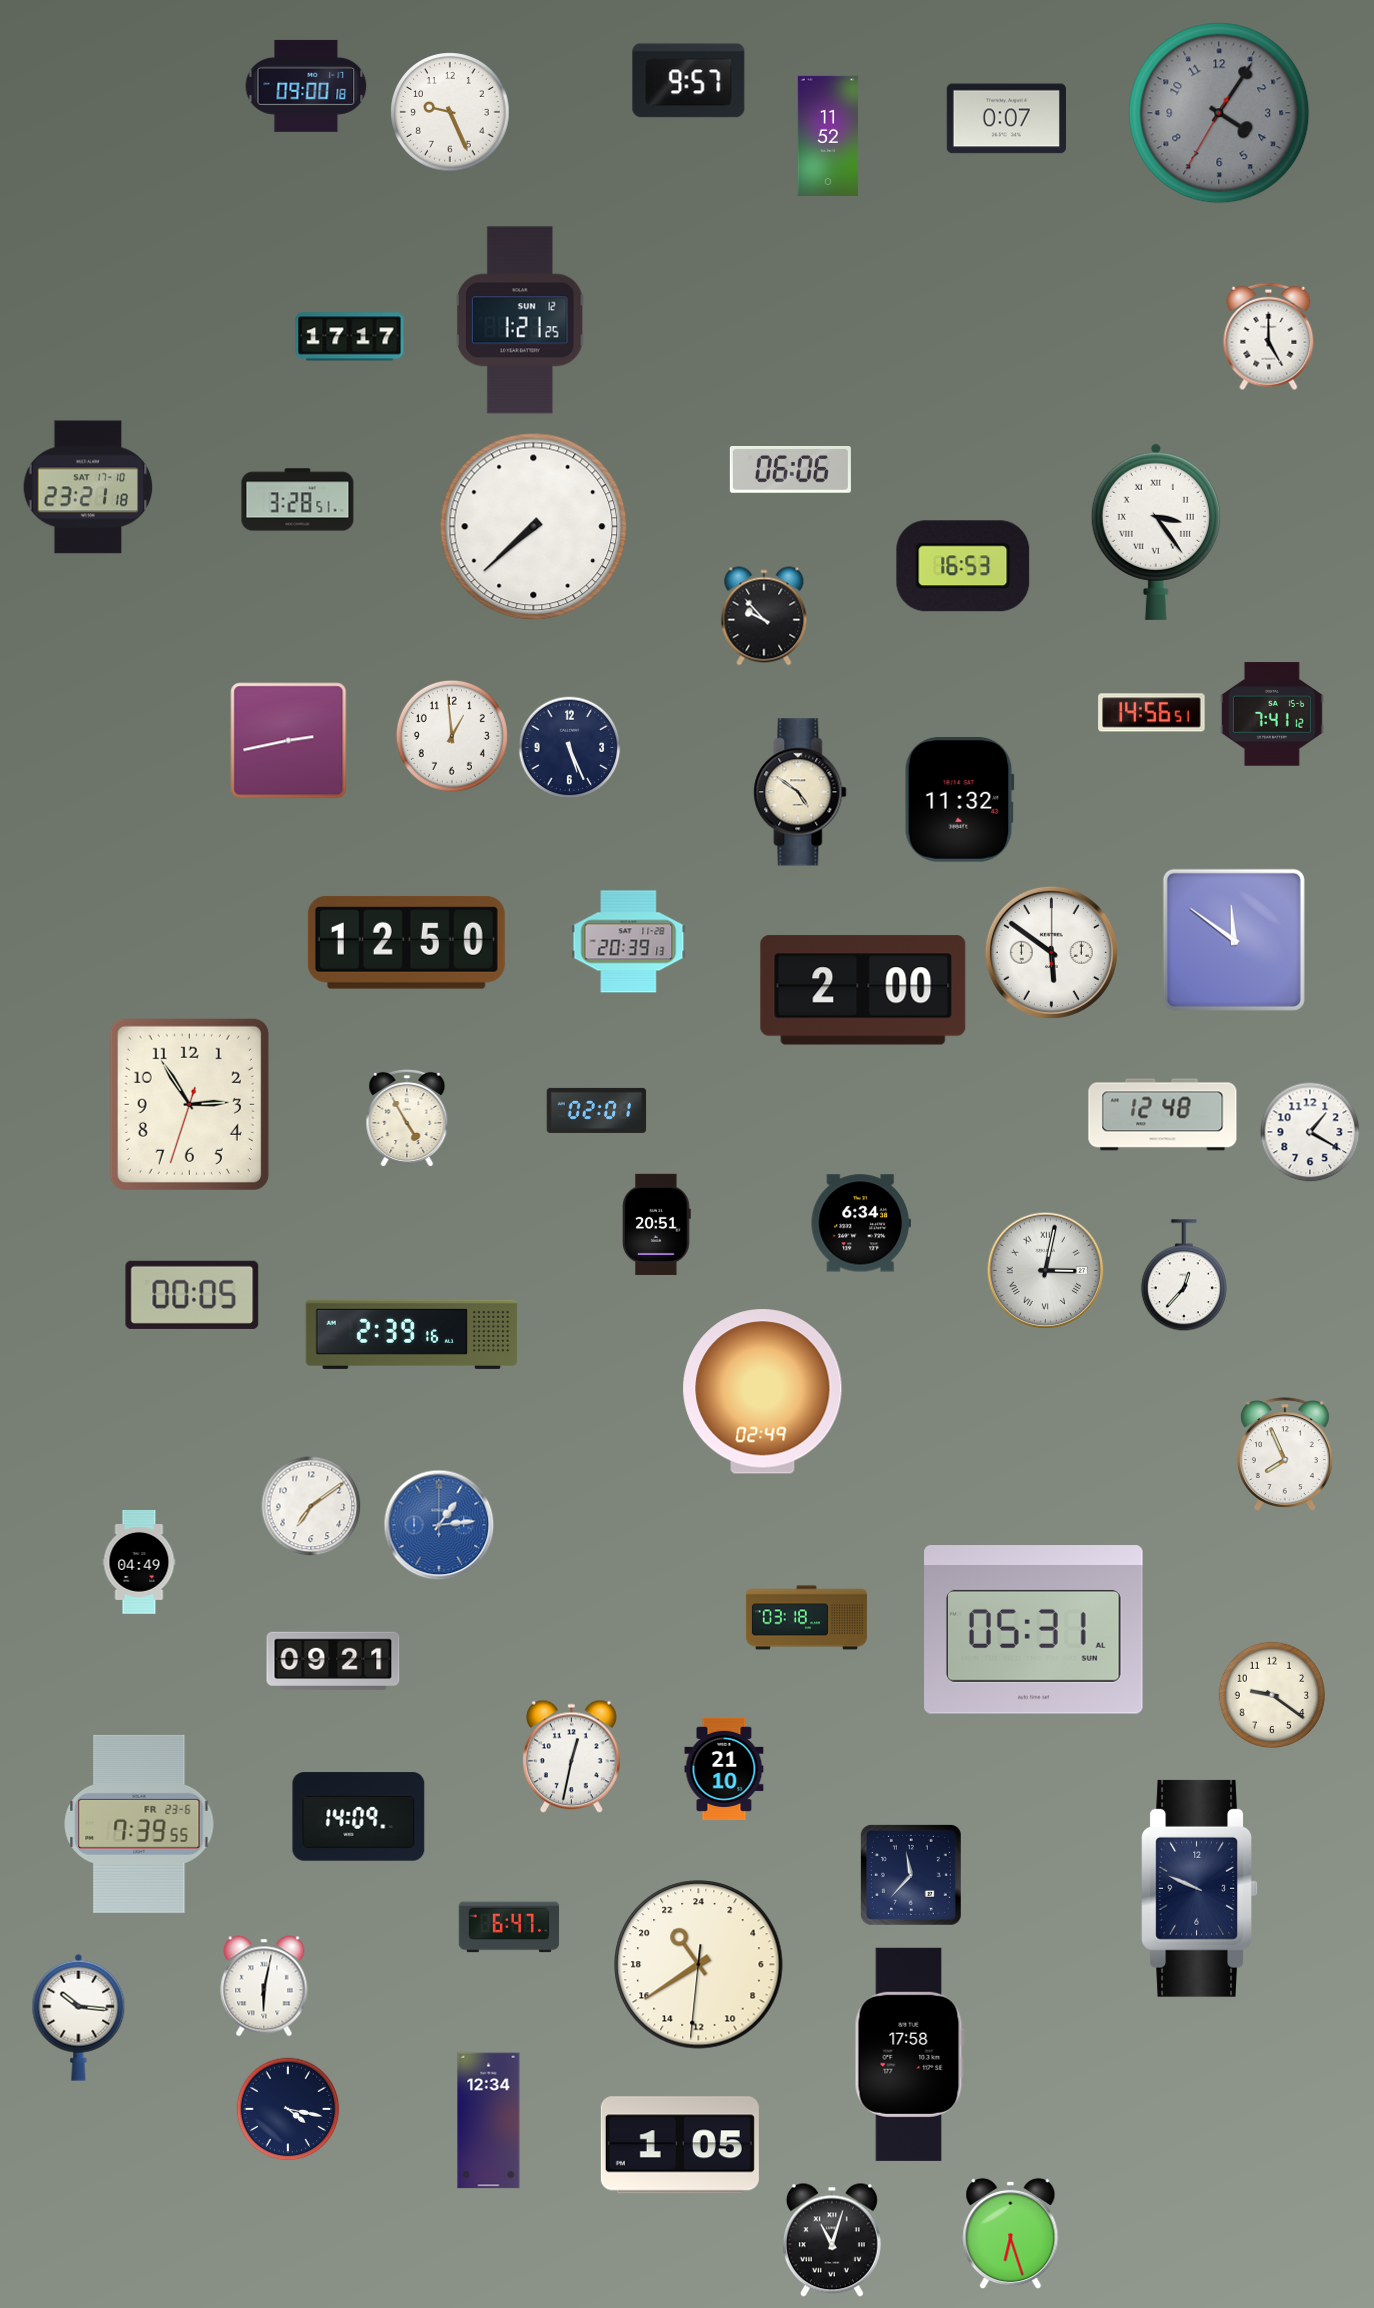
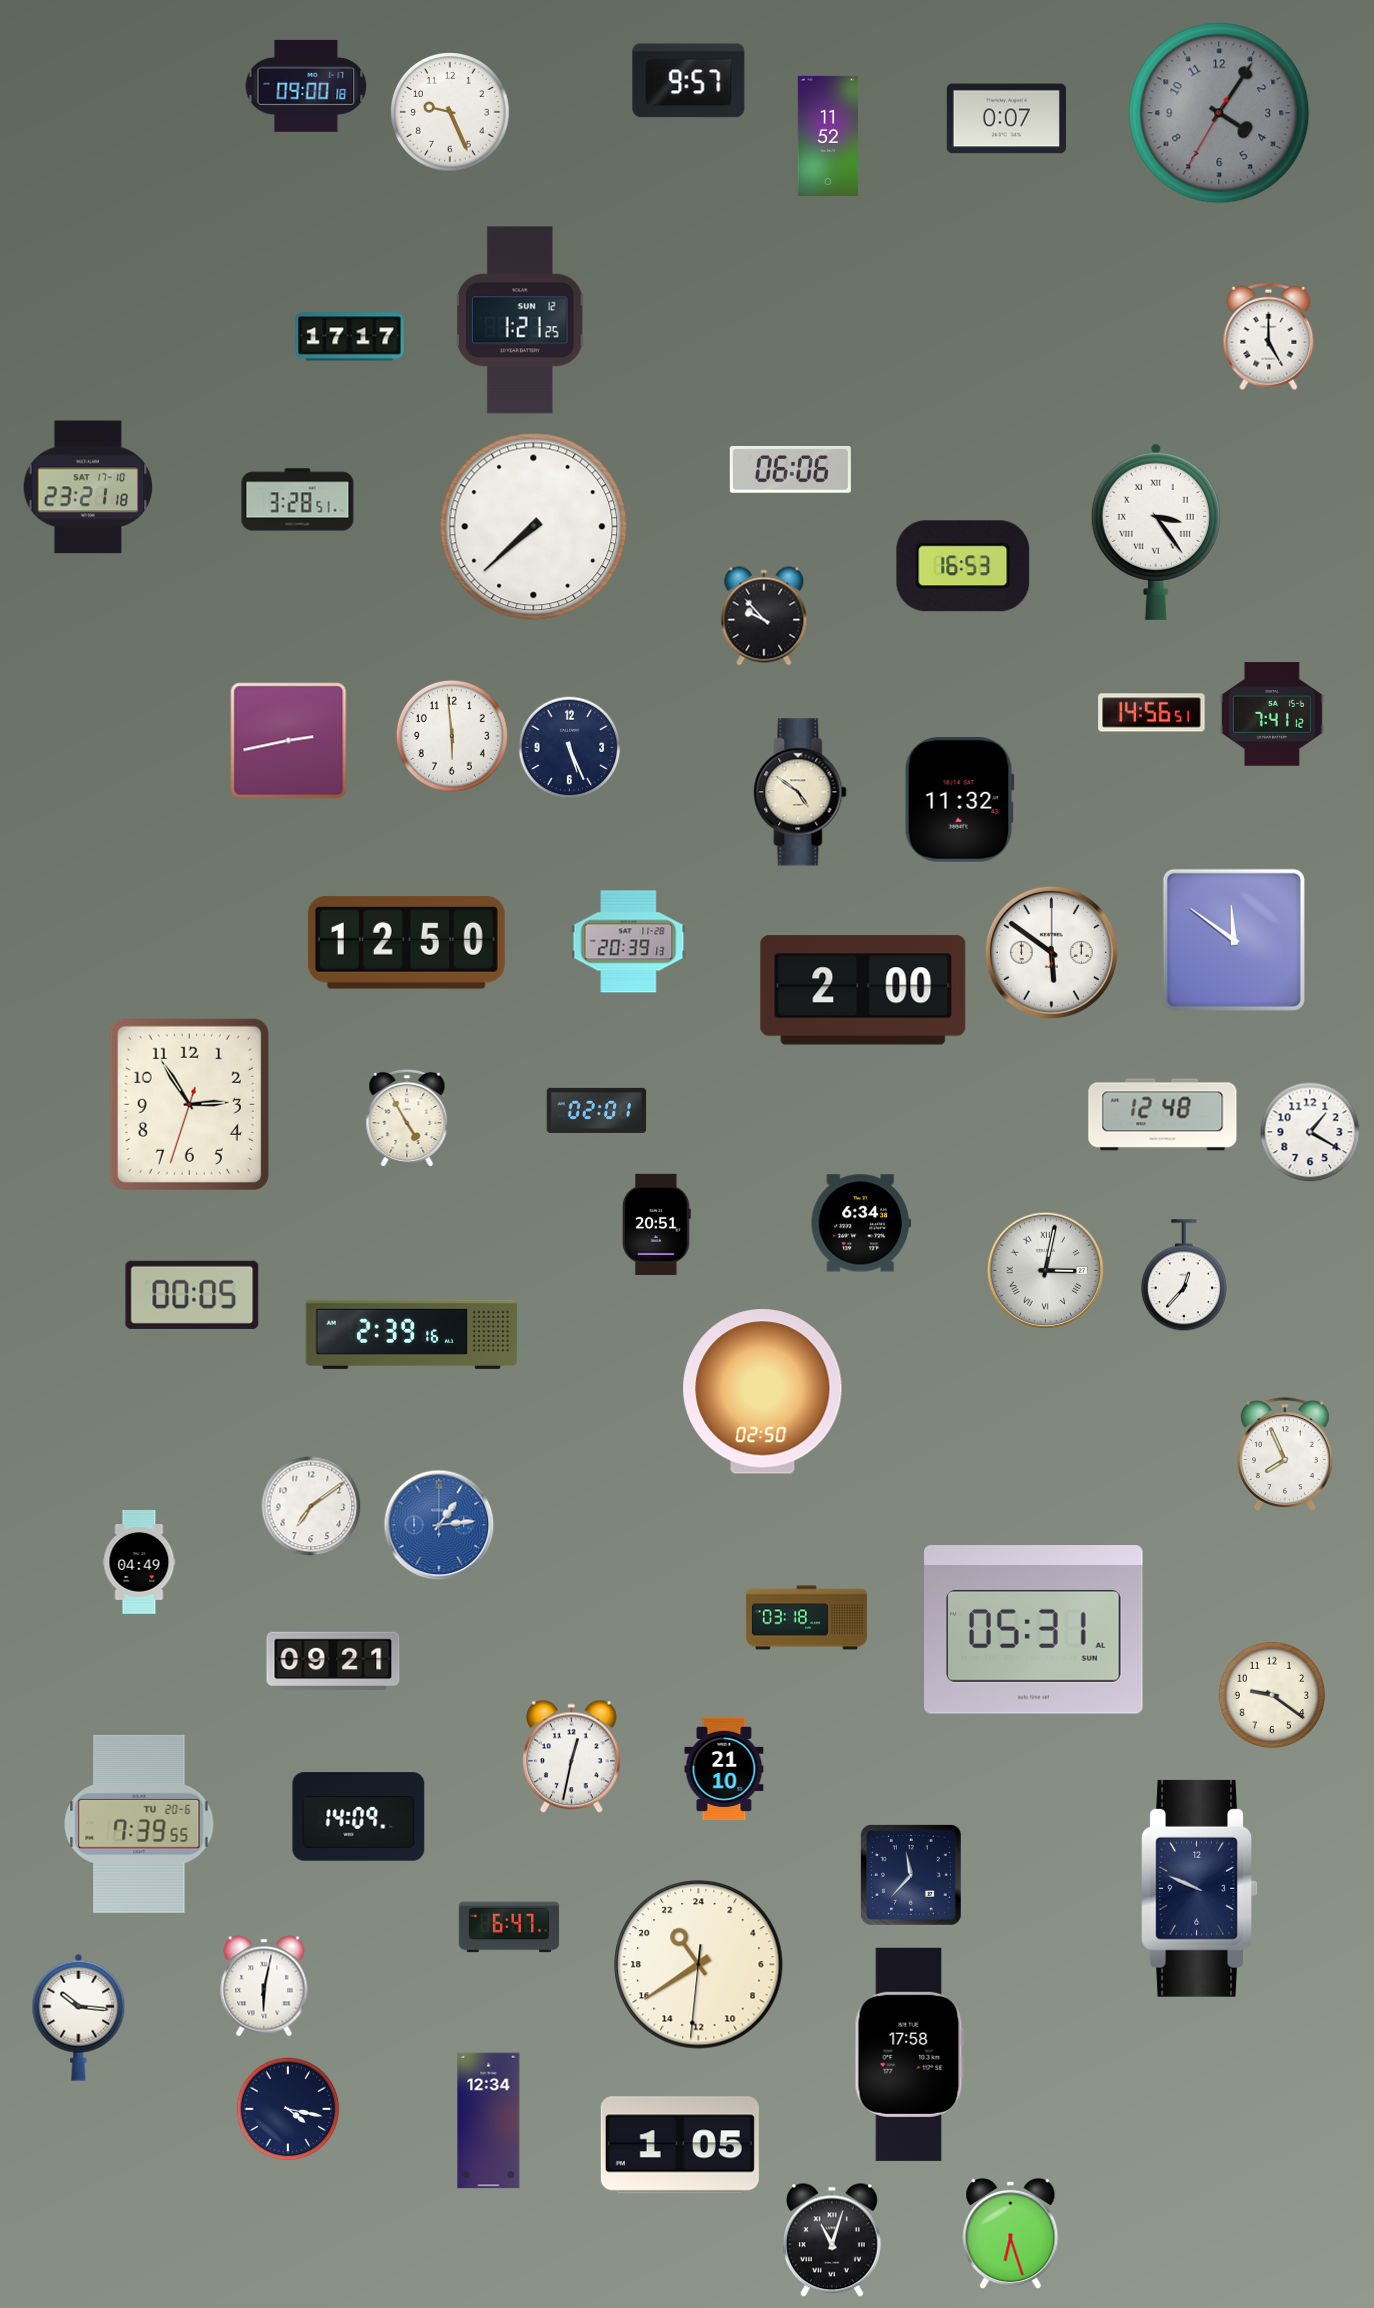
clock at (452, 736): 12:59 -> 5:59
clock at (763, 1392): 02:49 -> 02:50
clock at (139, 1824) date: FR 23-6 -> TU 20-6
